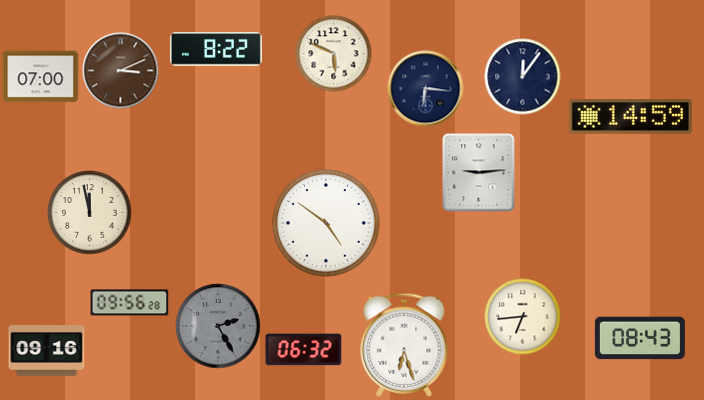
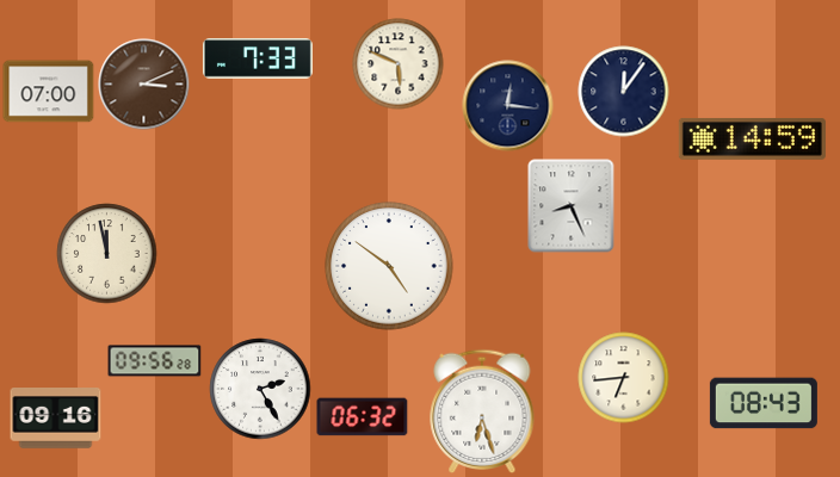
clock at (216, 49): 8:22 -> 7:33
clock at (426, 89): 6:16 -> 12:16
clock at (479, 173): 9:14 -> 8:26
clock at (218, 326) dial: grey -> white
